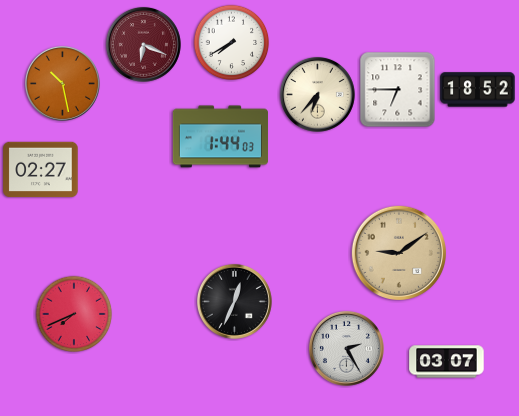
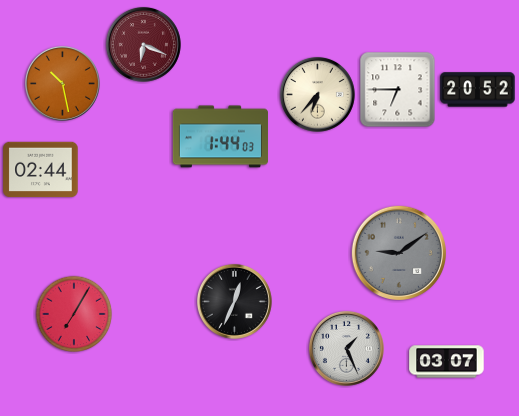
clock at (232, 43): 7:40 -> none
clock at (478, 90): 18:52 -> 20:52
clock at (41, 170): 02:27 -> 02:44
clock at (399, 253) dial: champagne -> grey
clock at (74, 314): 7:41 -> 7:05
clock at (346, 348): 2:25 -> 1:26
